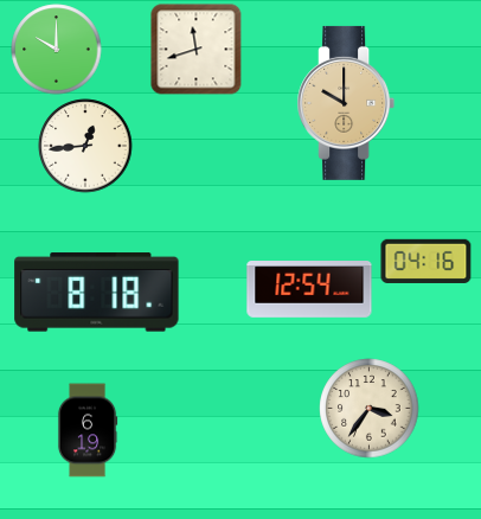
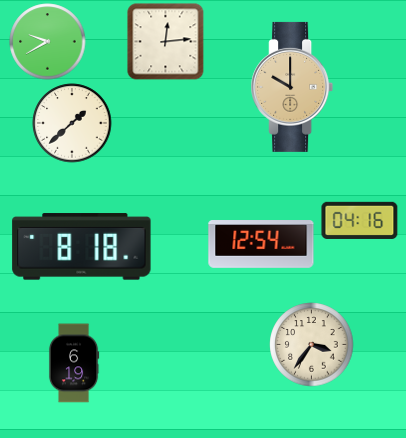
clock at (57, 50): 10:00 -> 9:40
clock at (197, 50): 11:42 -> 12:14
clock at (85, 146): 12:44 -> 1:38
